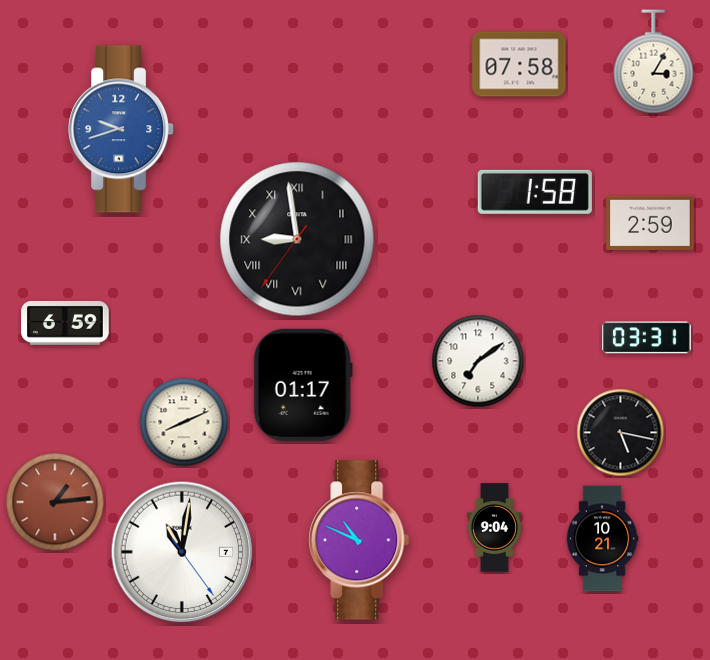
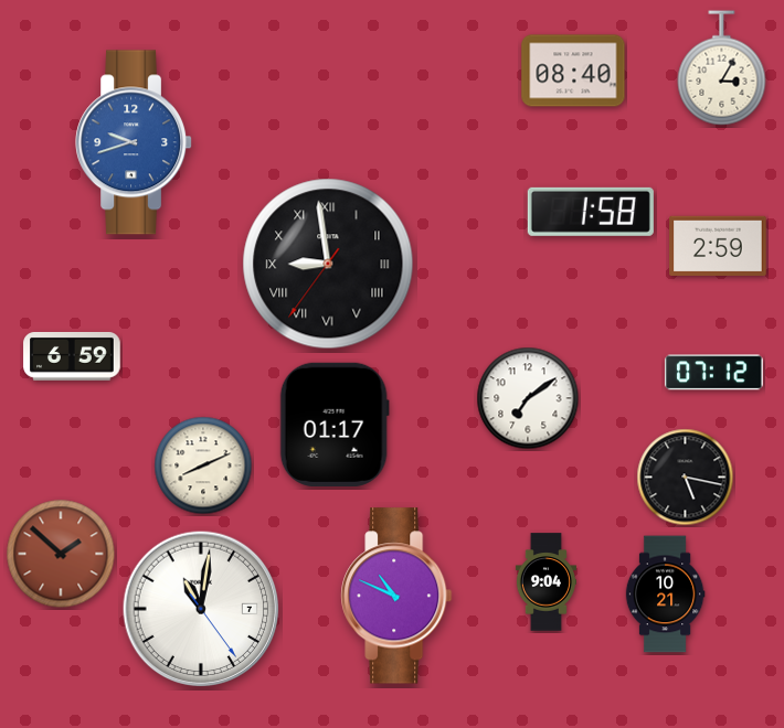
clock at (519, 64): 07:58 -> 08:40
clock at (647, 338): 03:31 -> 07:12
clock at (55, 502): 1:14 -> 1:52
